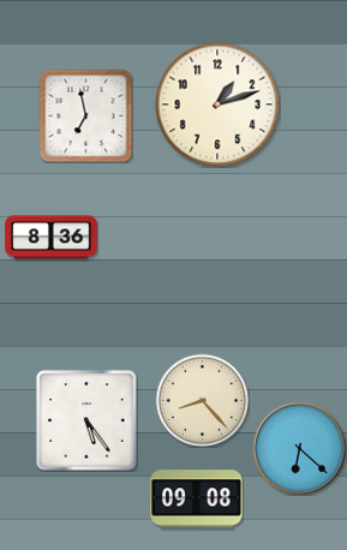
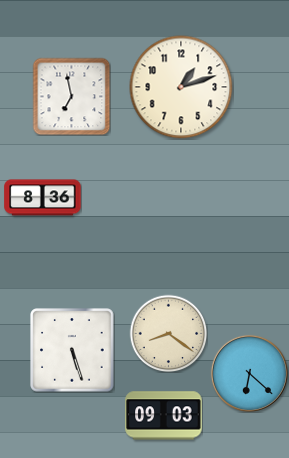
clock at (202, 400): 8:23 -> 8:21
clock at (86, 420): 5:24 -> 5:27
clock at (197, 500): 09:08 -> 09:03
